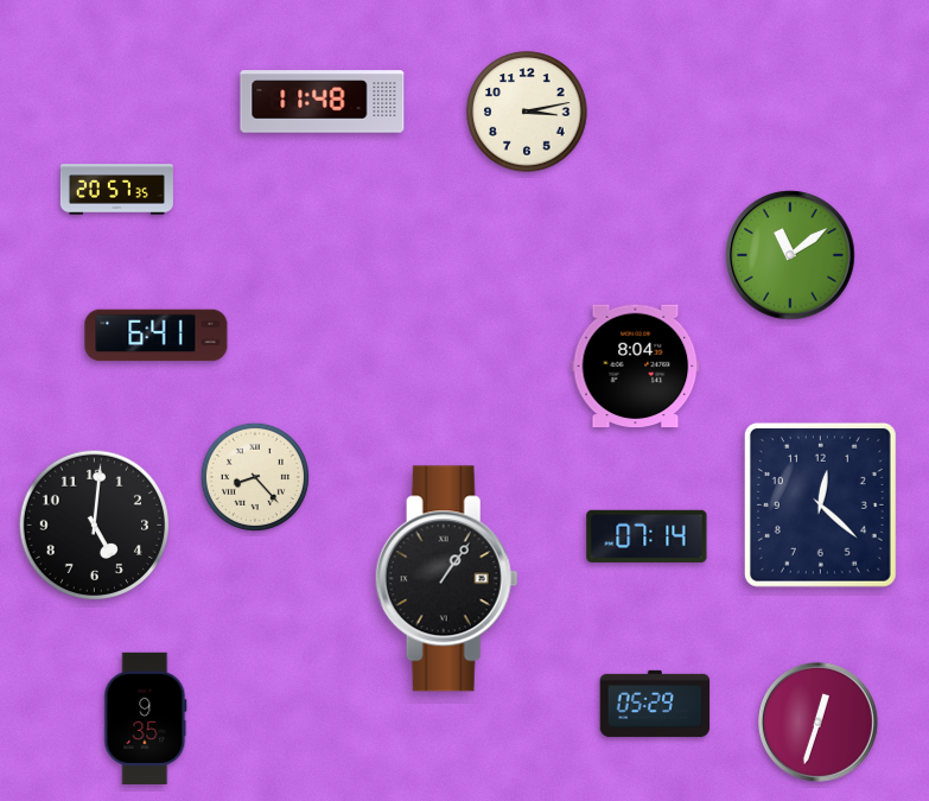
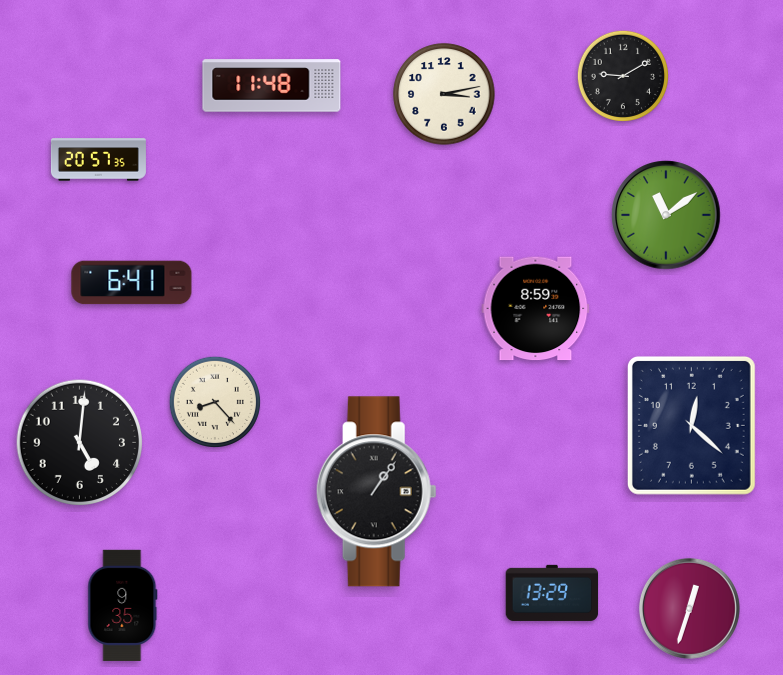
clock at (623, 76): none -> 9:10
clock at (636, 367): 8:04 -> 8:59
clock at (647, 536): 07:14 -> none
clock at (446, 579) position: (446, 579) -> (376, 492)
clock at (655, 704): 05:29 -> 13:29
